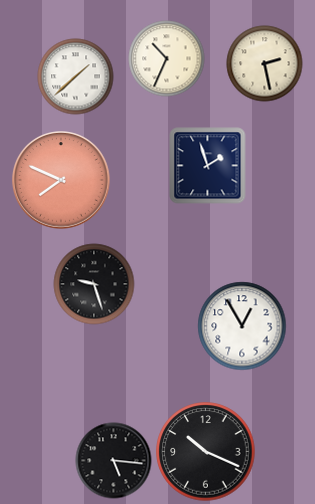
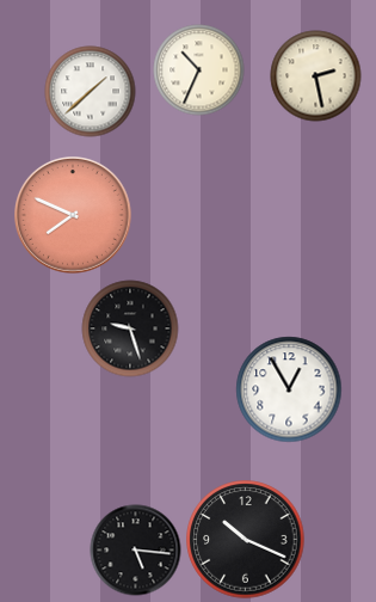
clock at (208, 166): 1:57 -> none
clock at (94, 284) position: (94, 284) -> (130, 328)
